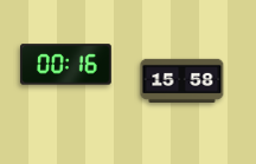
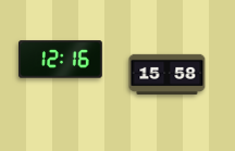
clock at (66, 65): 00:16 -> 12:16
